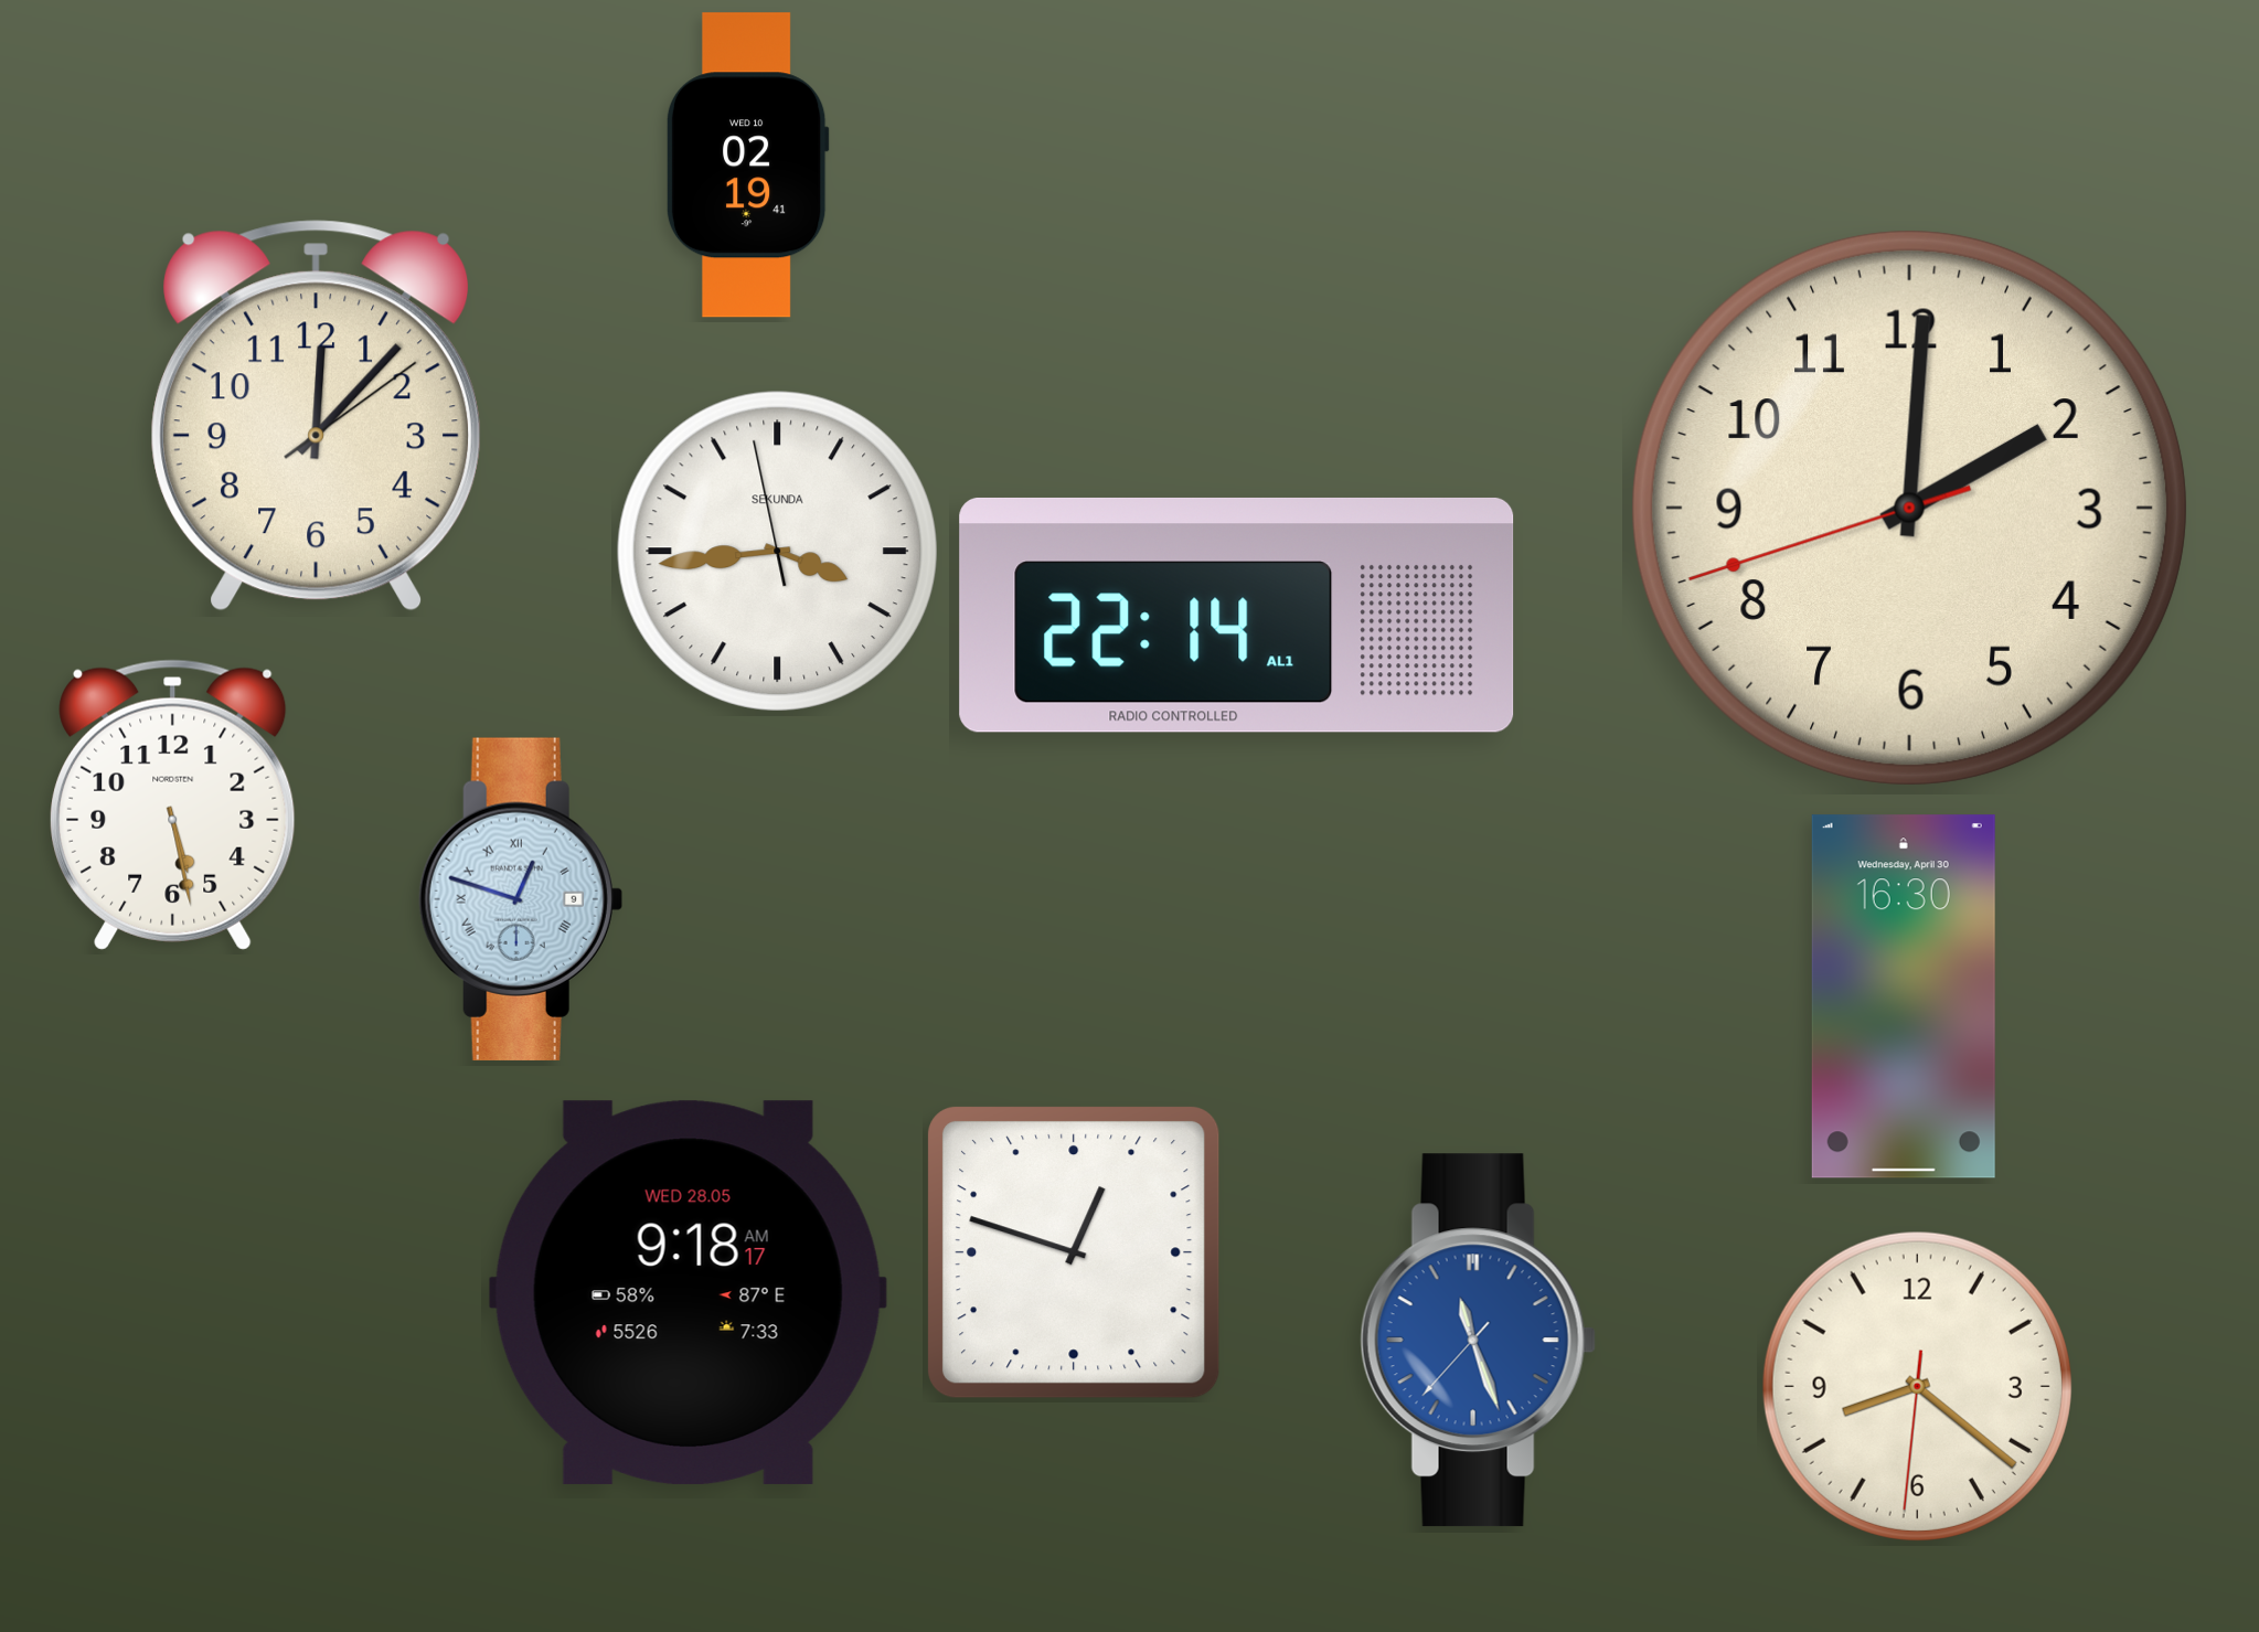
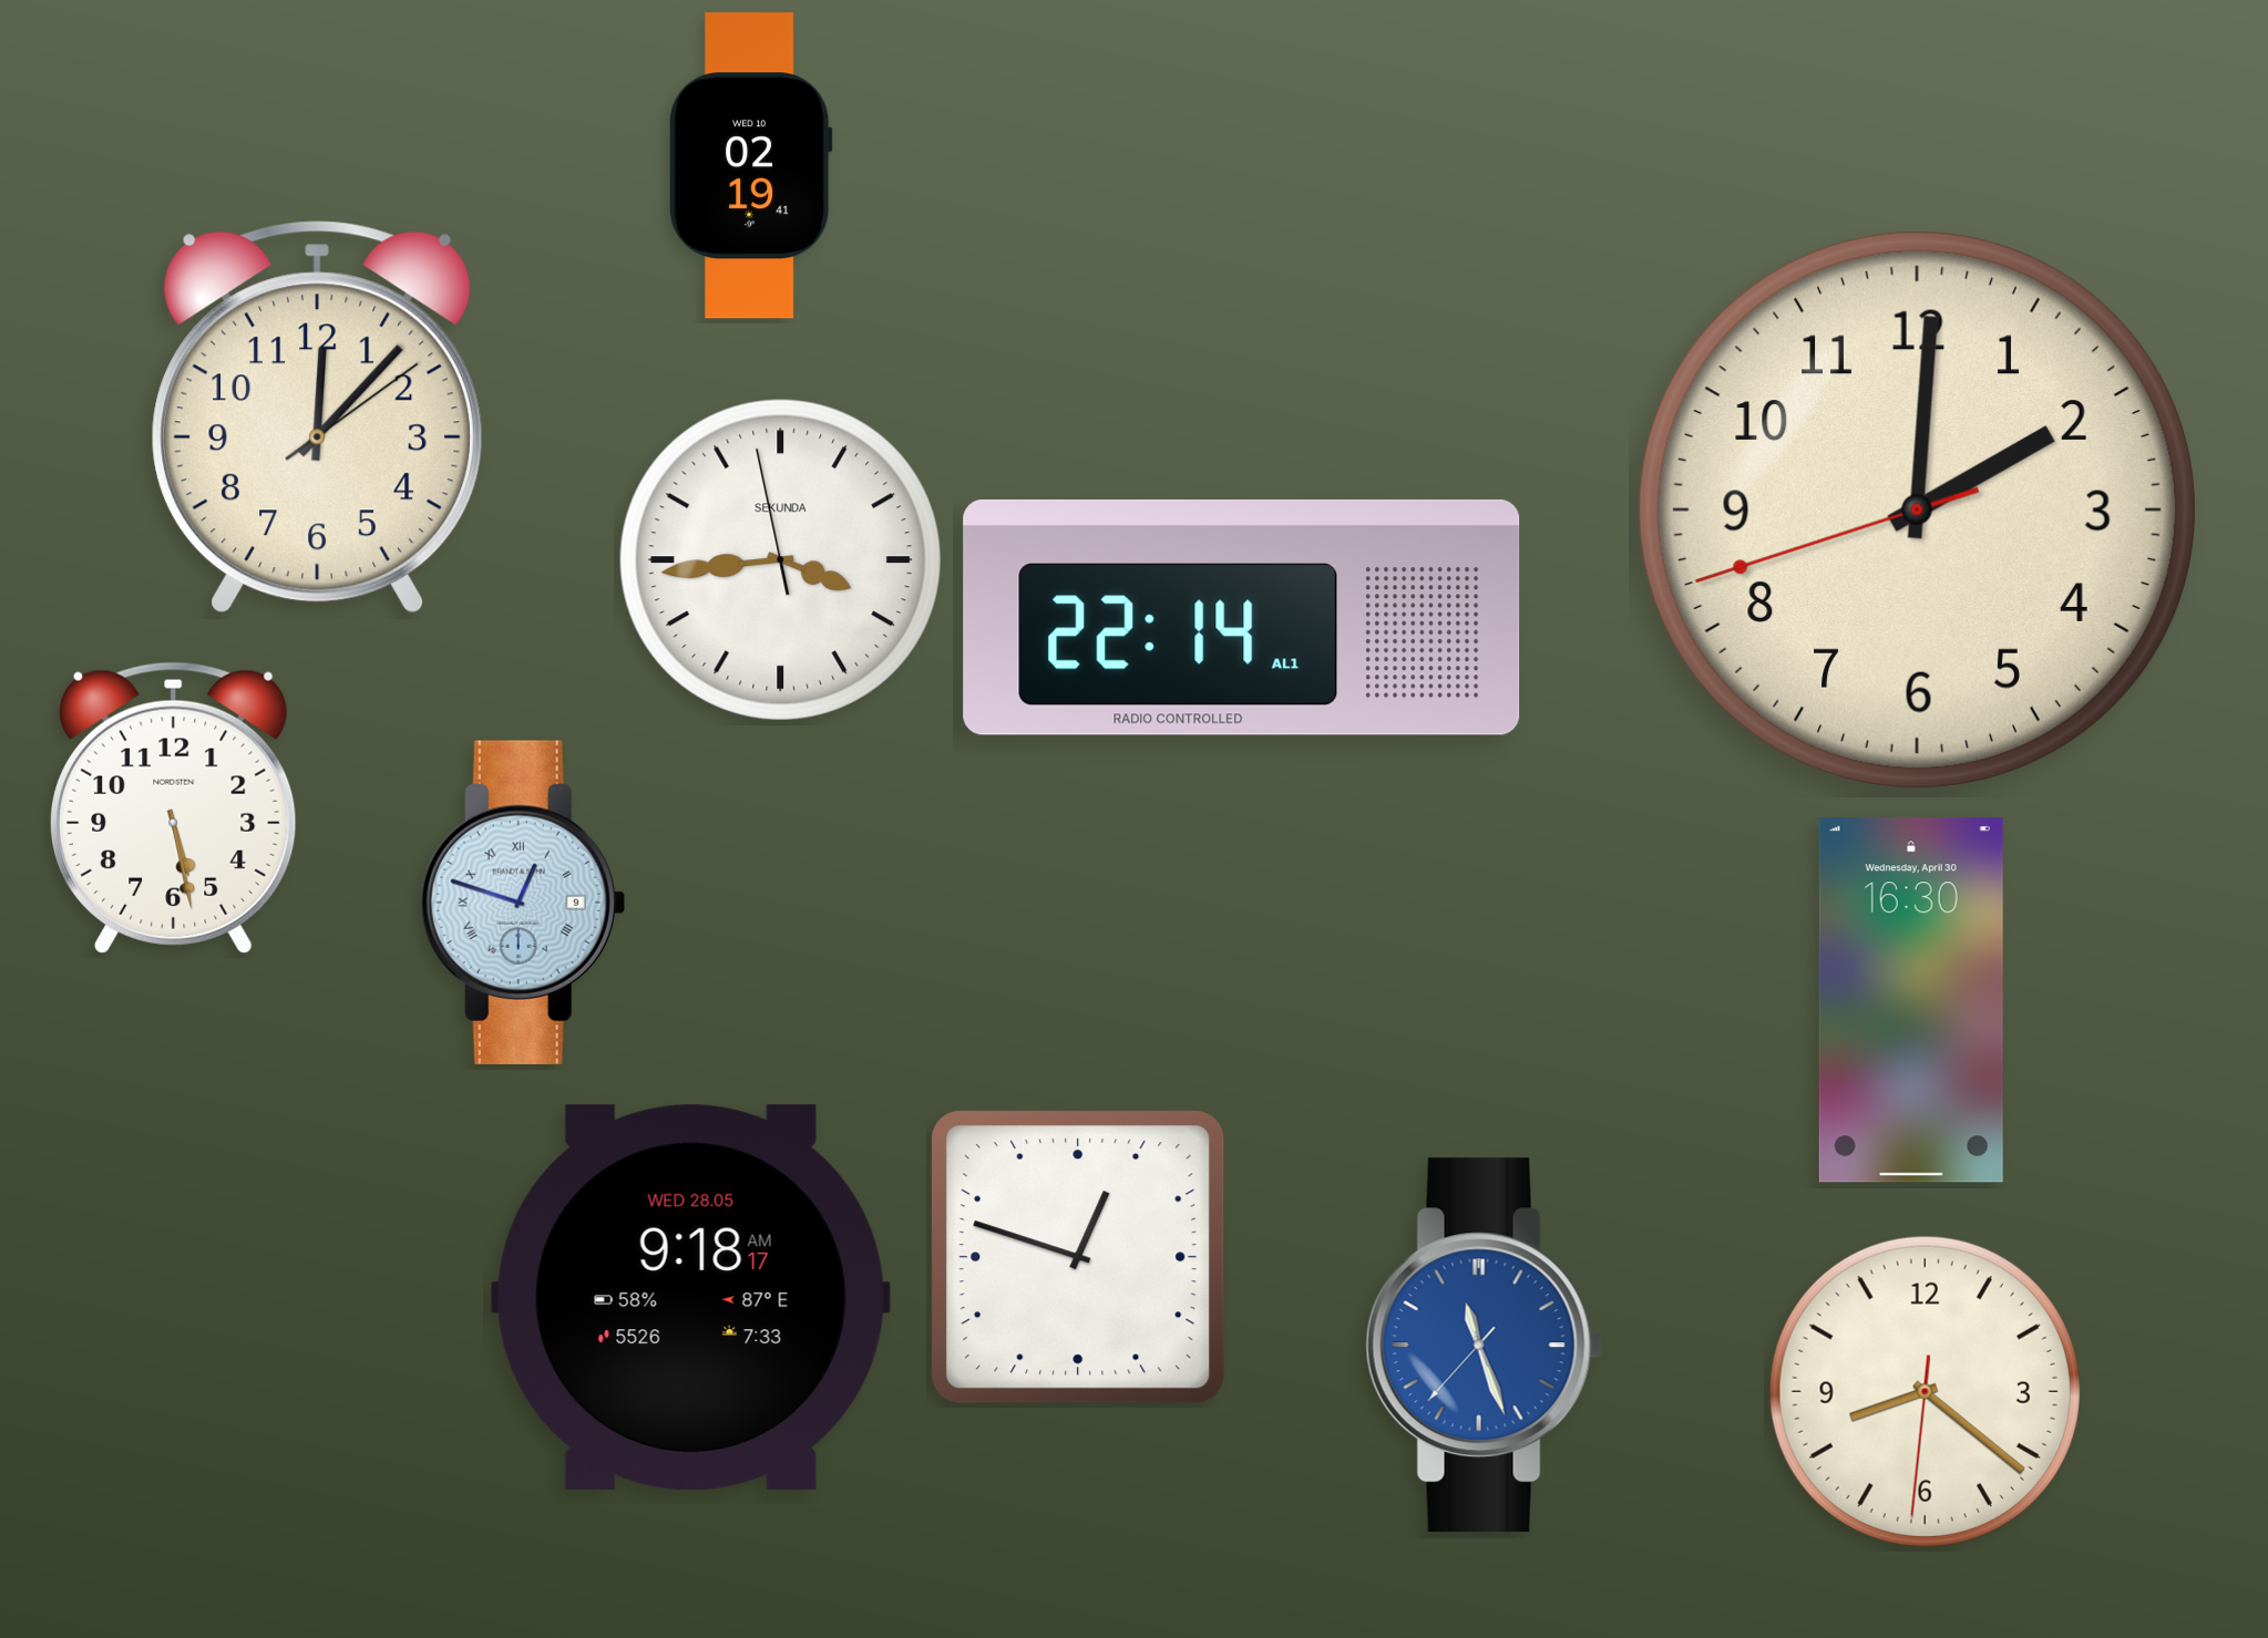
clock at (777, 551) position: (777, 551) -> (780, 559)
